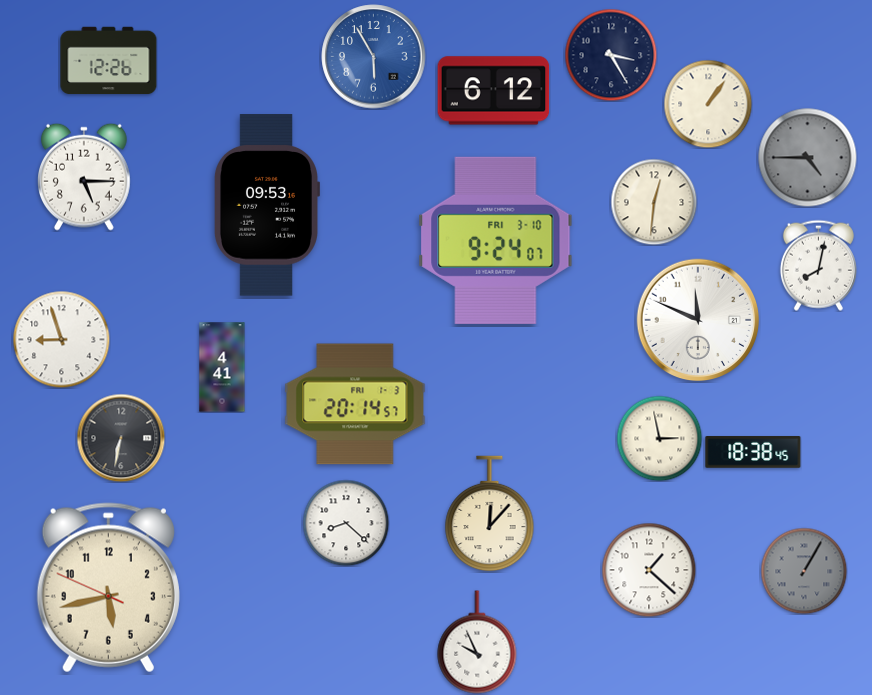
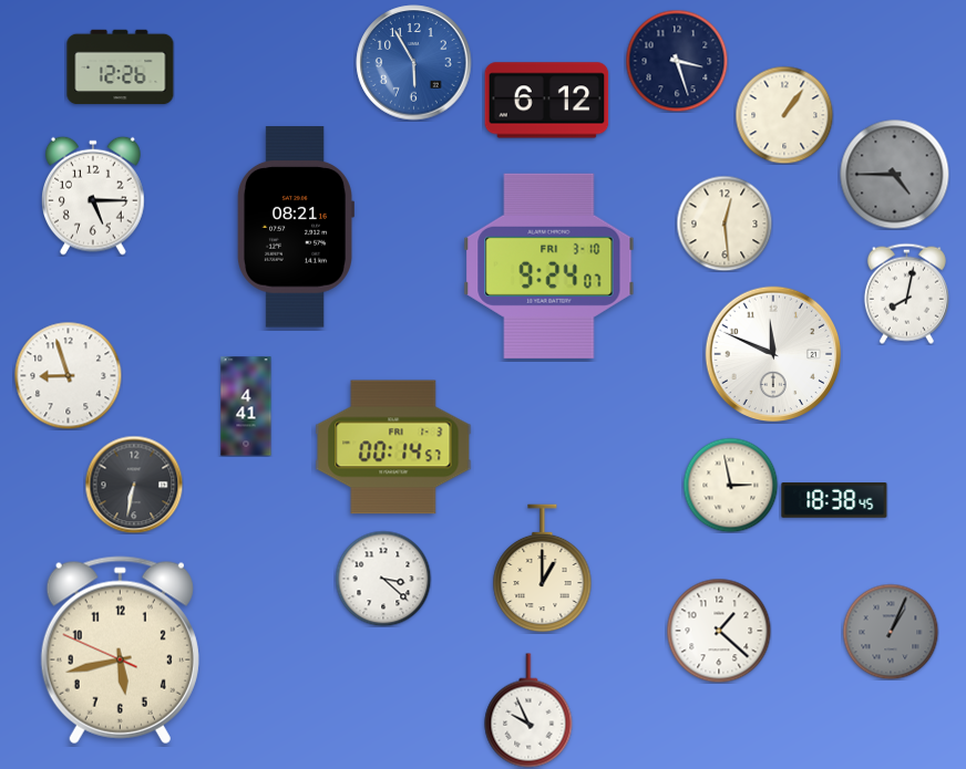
clock at (611, 55): 3:25 -> 3:27
clock at (654, 202): 12:31 -> 12:29
clock at (266, 205): 09:53 -> 08:21
clock at (355, 404): 20:14 -> 00:14
clock at (490, 514): 12:07 -> 1:00
clock at (346, 523): 8:22 -> 3:22
clock at (804, 571): 1:05 -> 1:04
